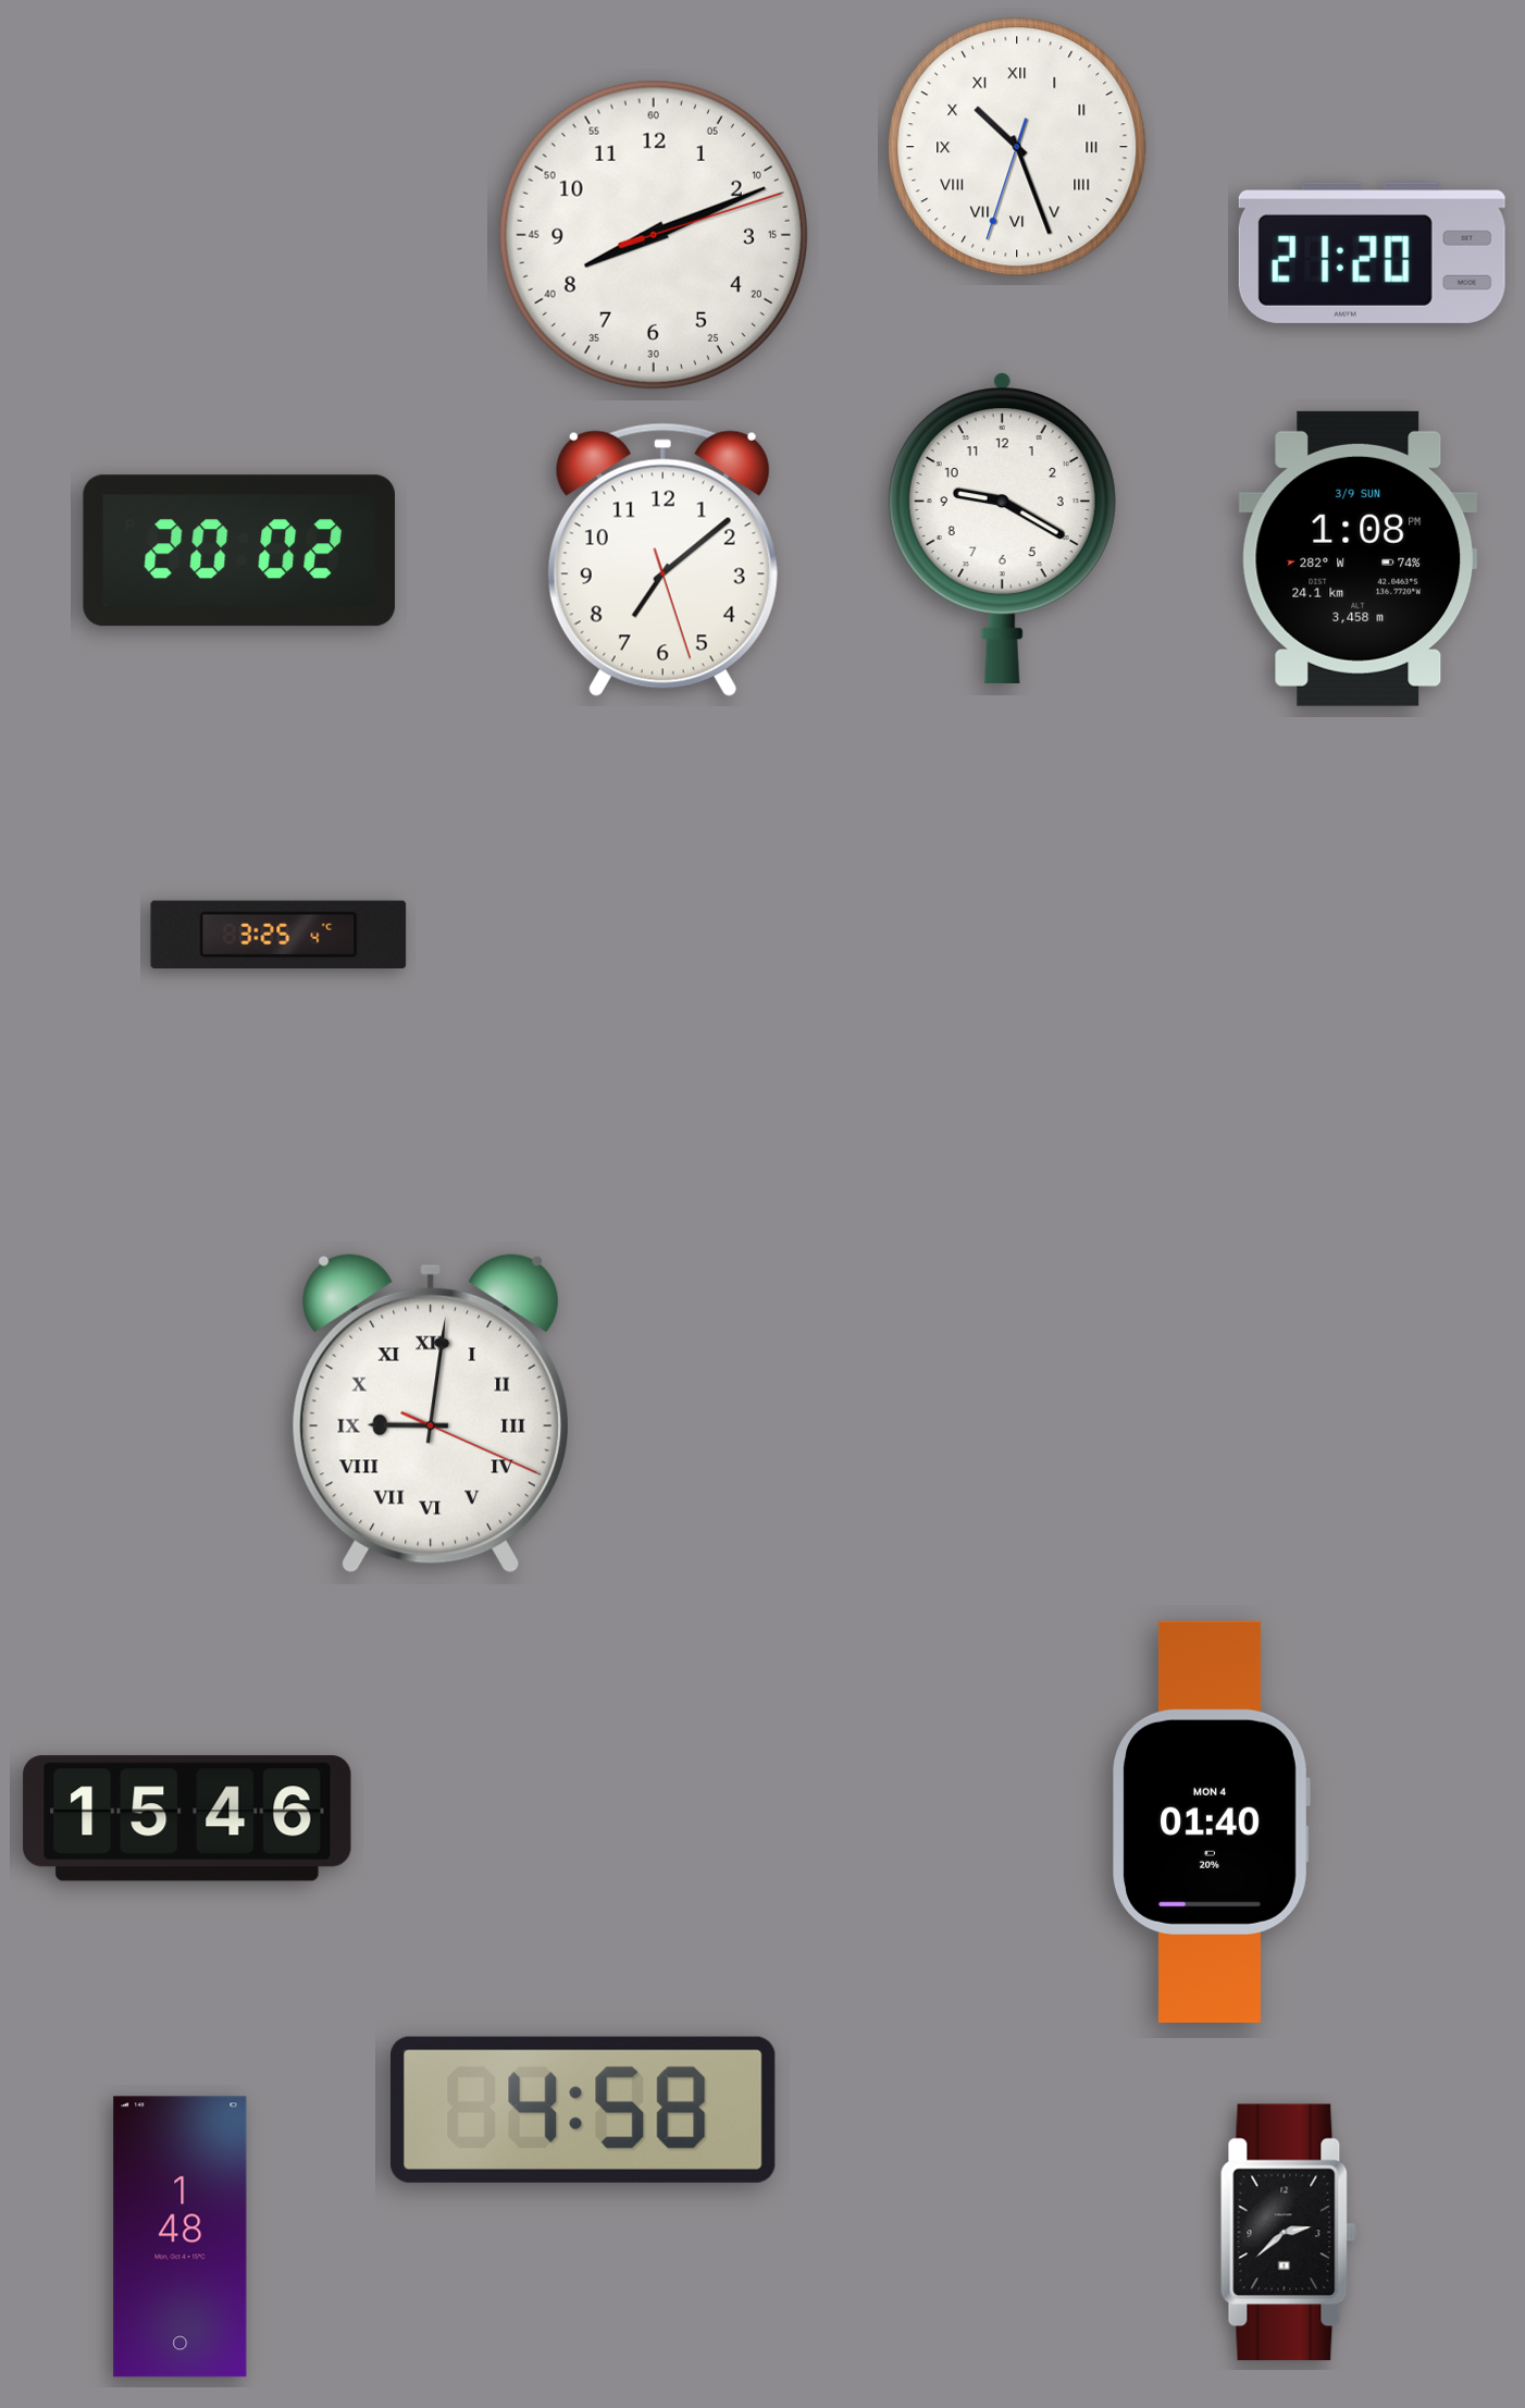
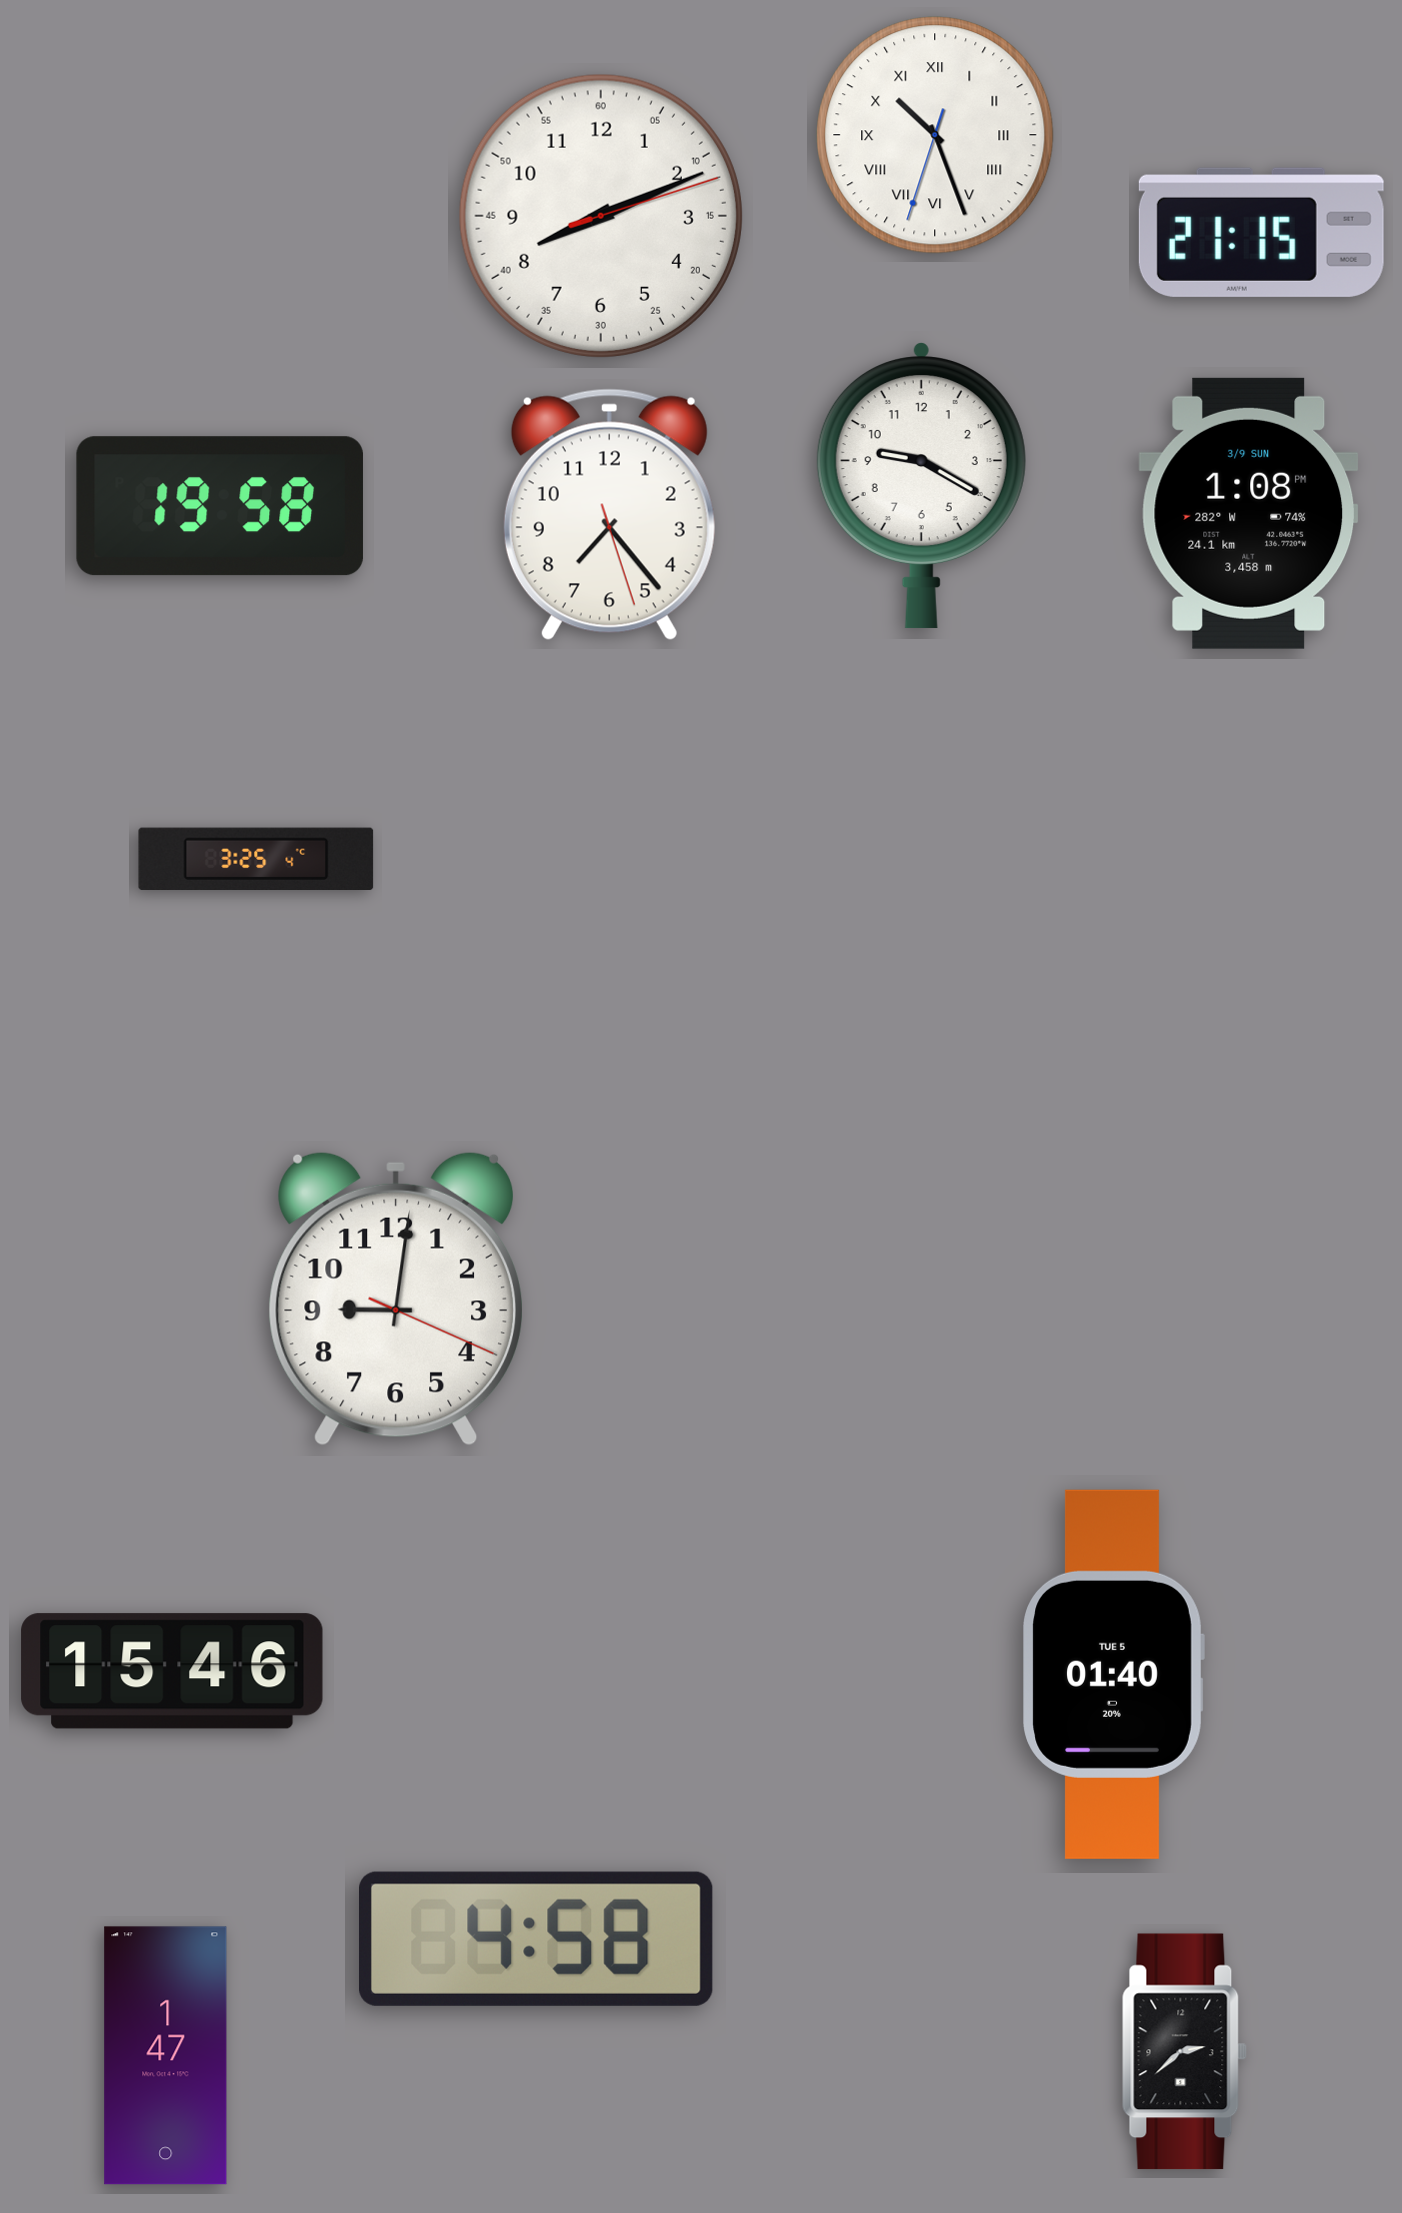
clock at (1372, 252): 21:20 -> 21:15
clock at (239, 551): 20:02 -> 19:58
clock at (662, 559): 7:08 -> 7:23
clock at (431, 1413) numerals: Roman -> Arabic
clock at (1211, 1822) date: MON 4 -> TUE 5
clock at (181, 2237): 1:48 -> 1:47
